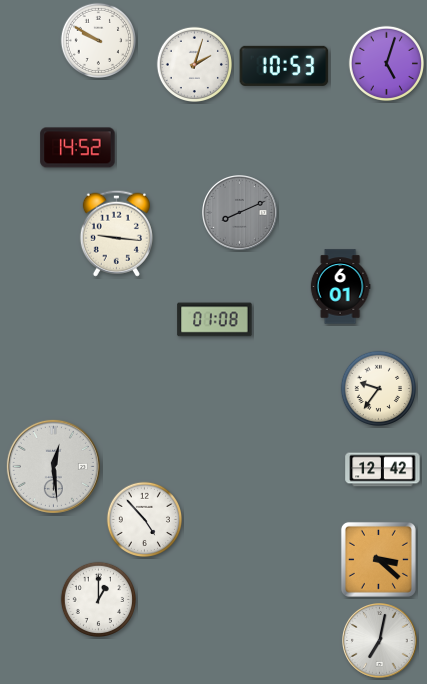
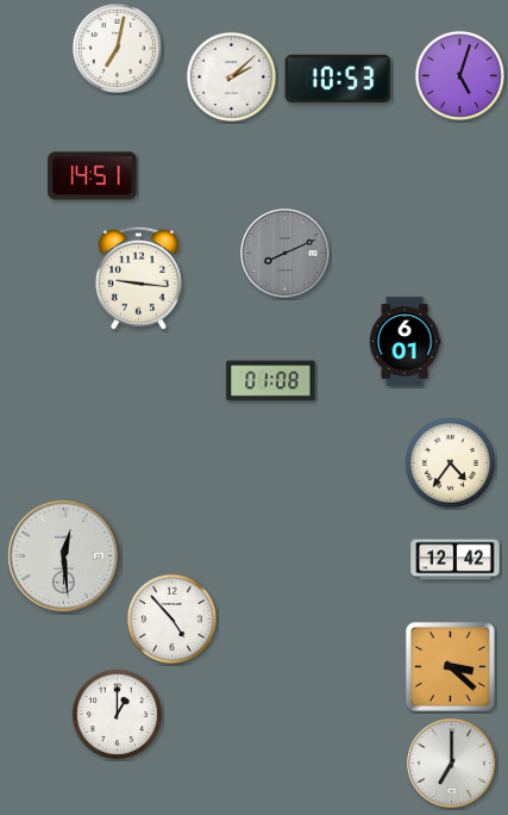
clock at (98, 40): 9:50 -> 7:02
clock at (194, 64): 2:03 -> 2:08
clock at (78, 148): 14:52 -> 14:51
clock at (215, 320) position: (215, 320) -> (271, 381)
clock at (378, 388): 9:36 -> 4:36
clock at (380, 641): 7:02 -> 7:00
